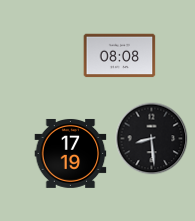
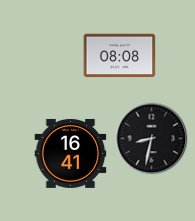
clock at (152, 139): 8:29 -> 8:32
clock at (71, 153): 17:19 -> 16:41
